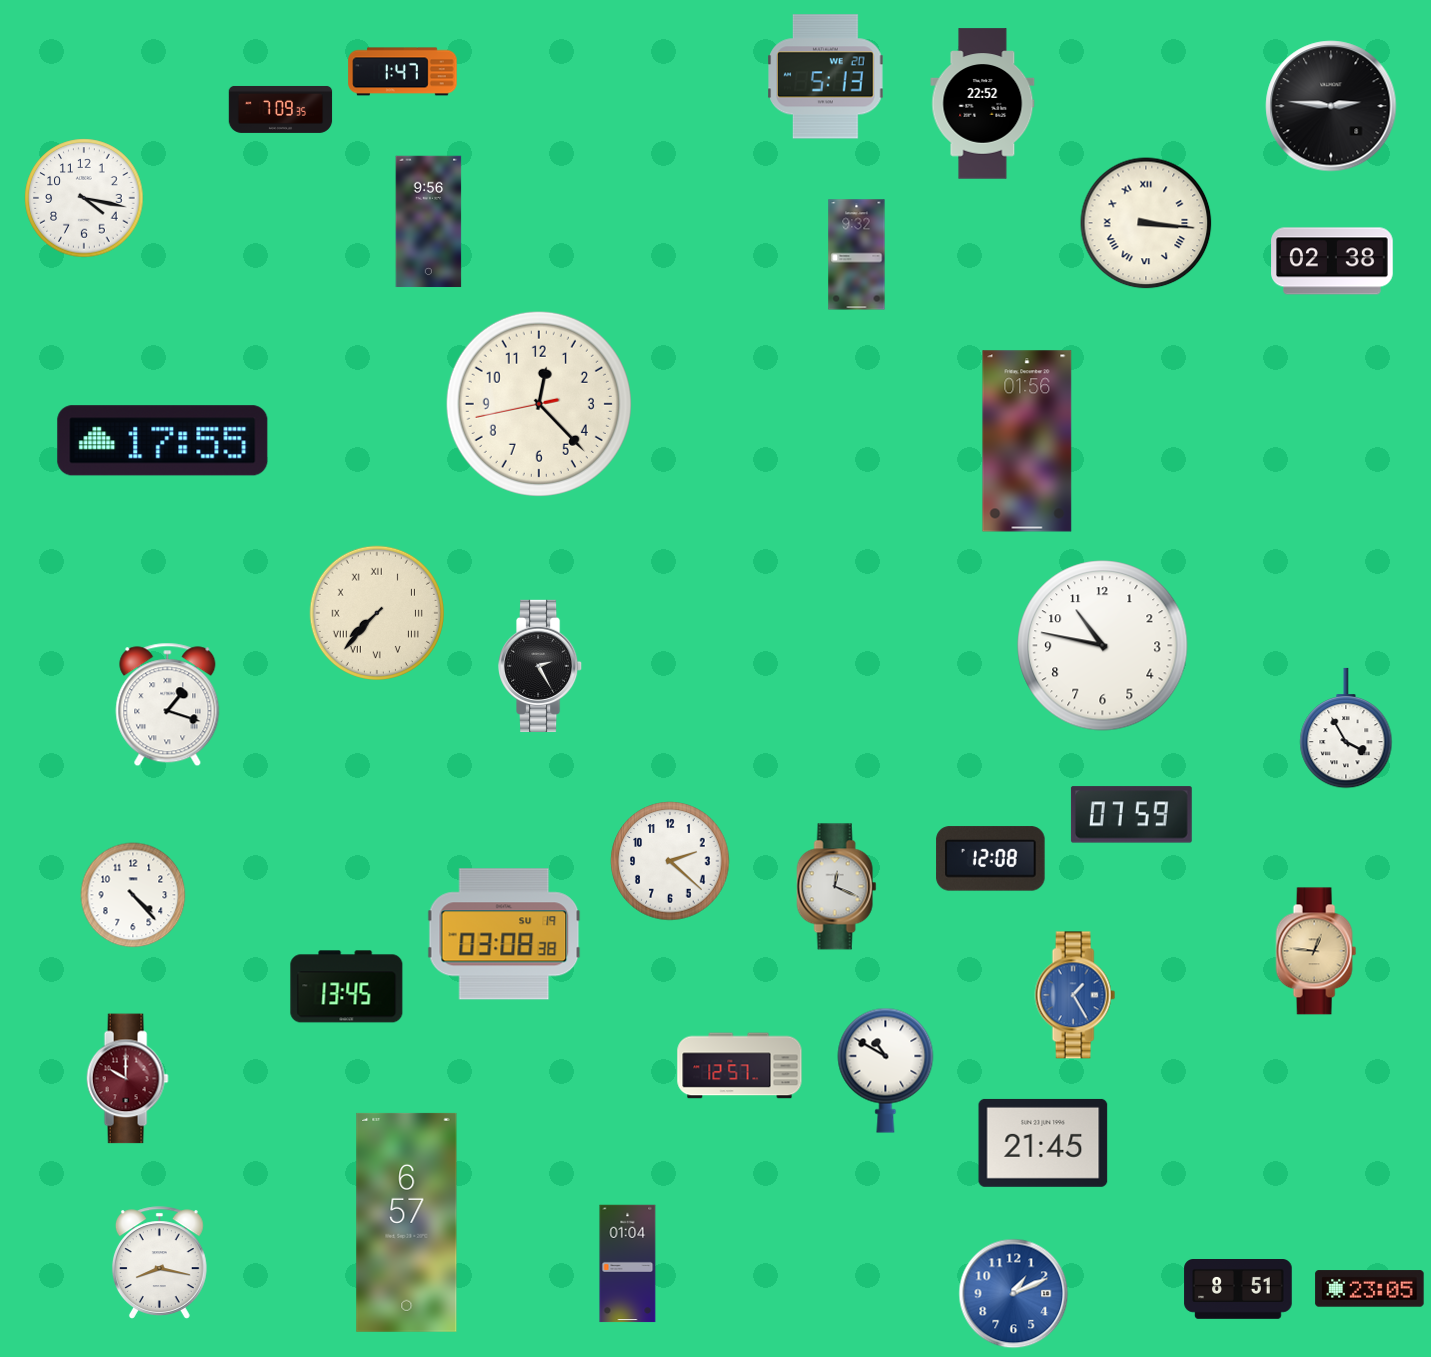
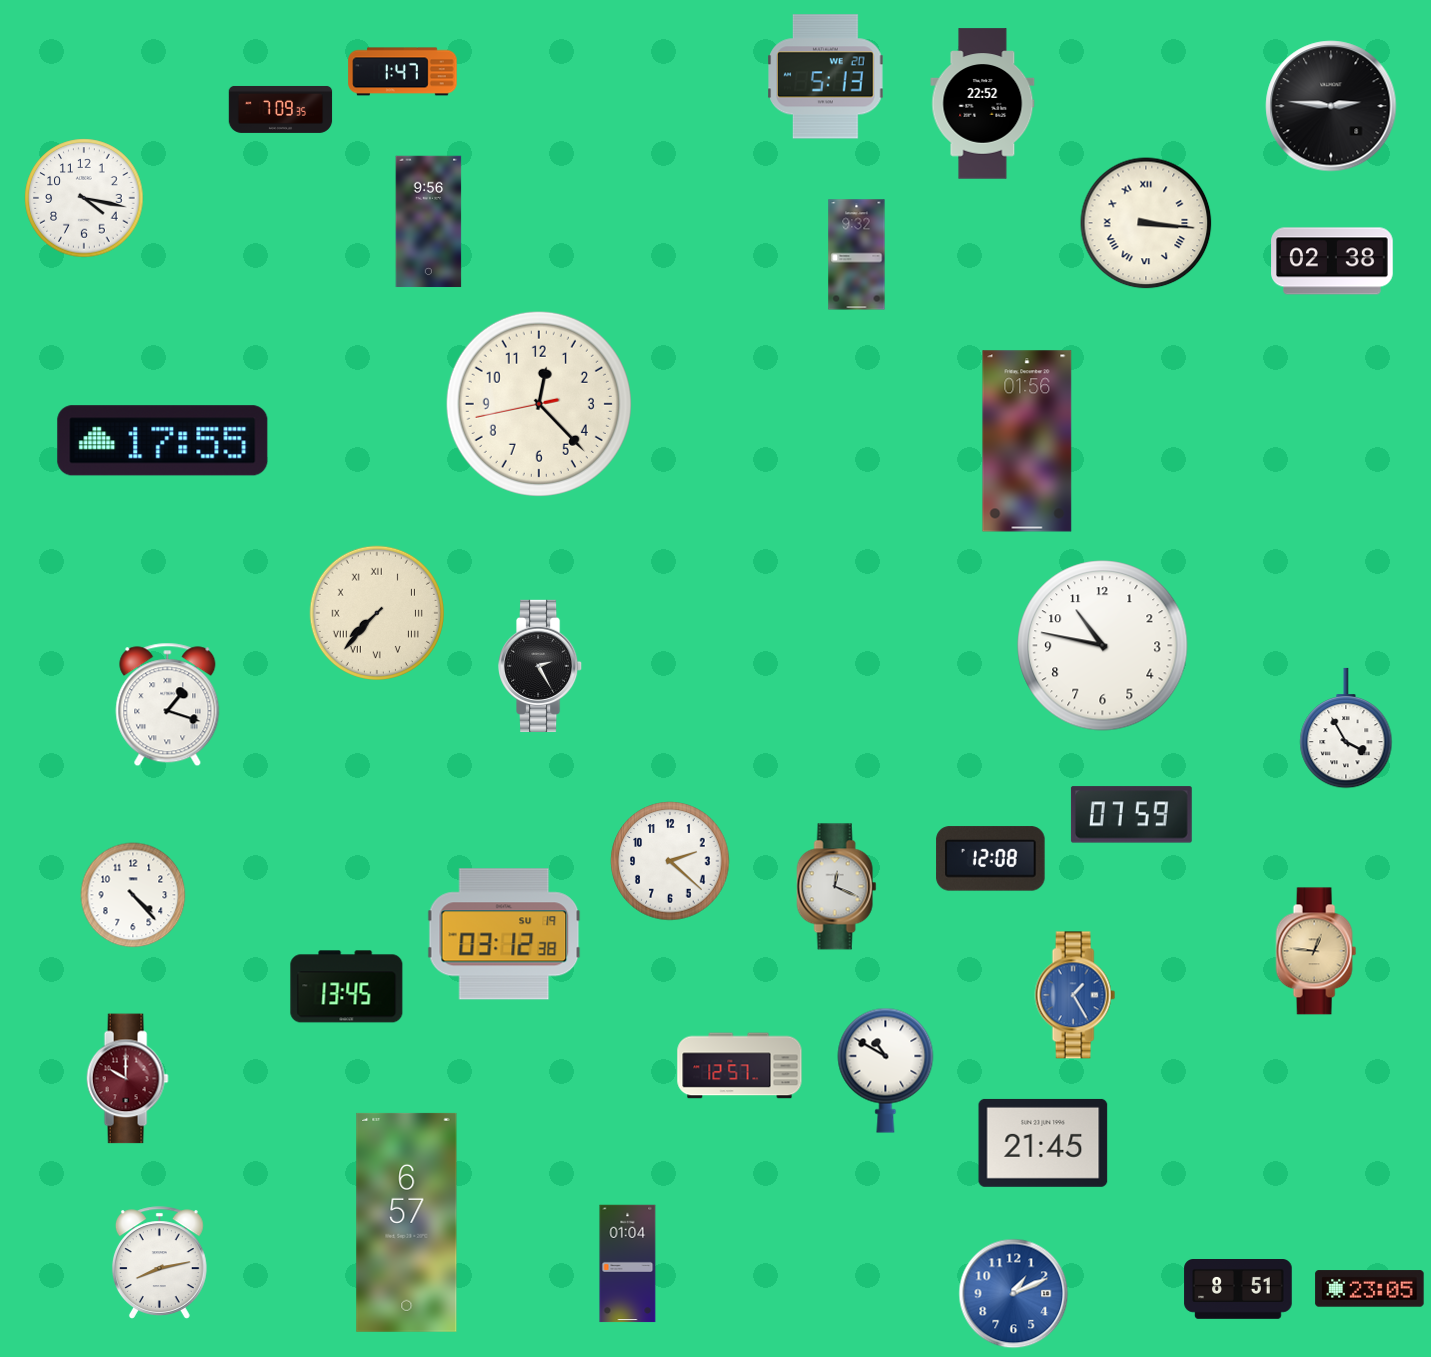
clock at (504, 934): 03:08 -> 03:12
clock at (159, 1263): 8:17 -> 8:13
